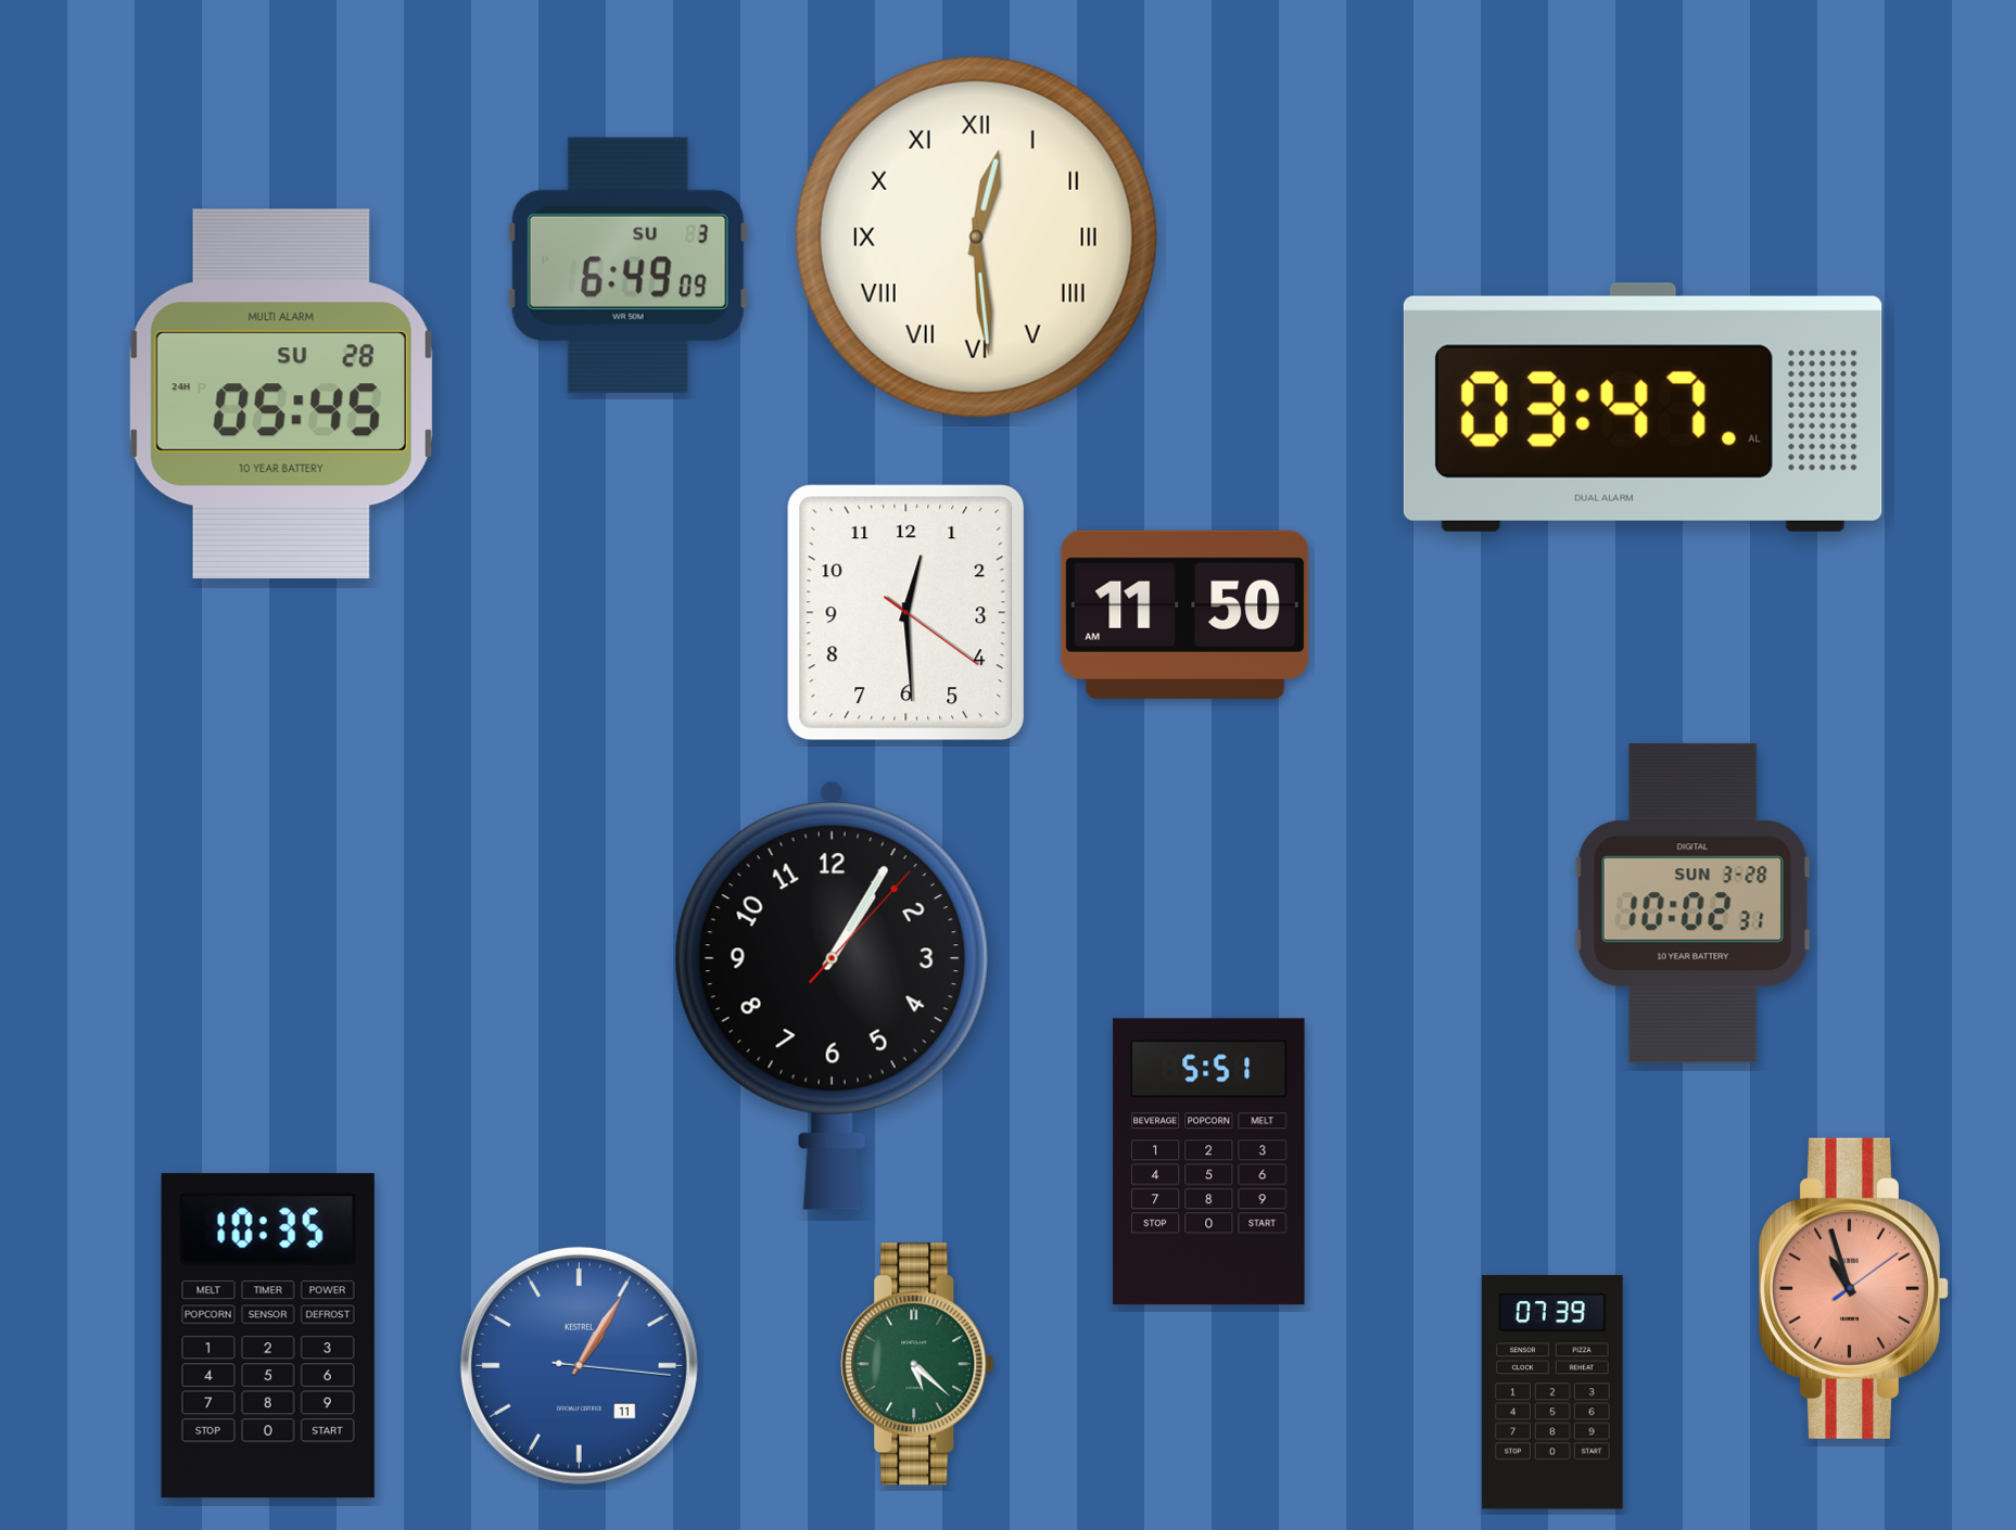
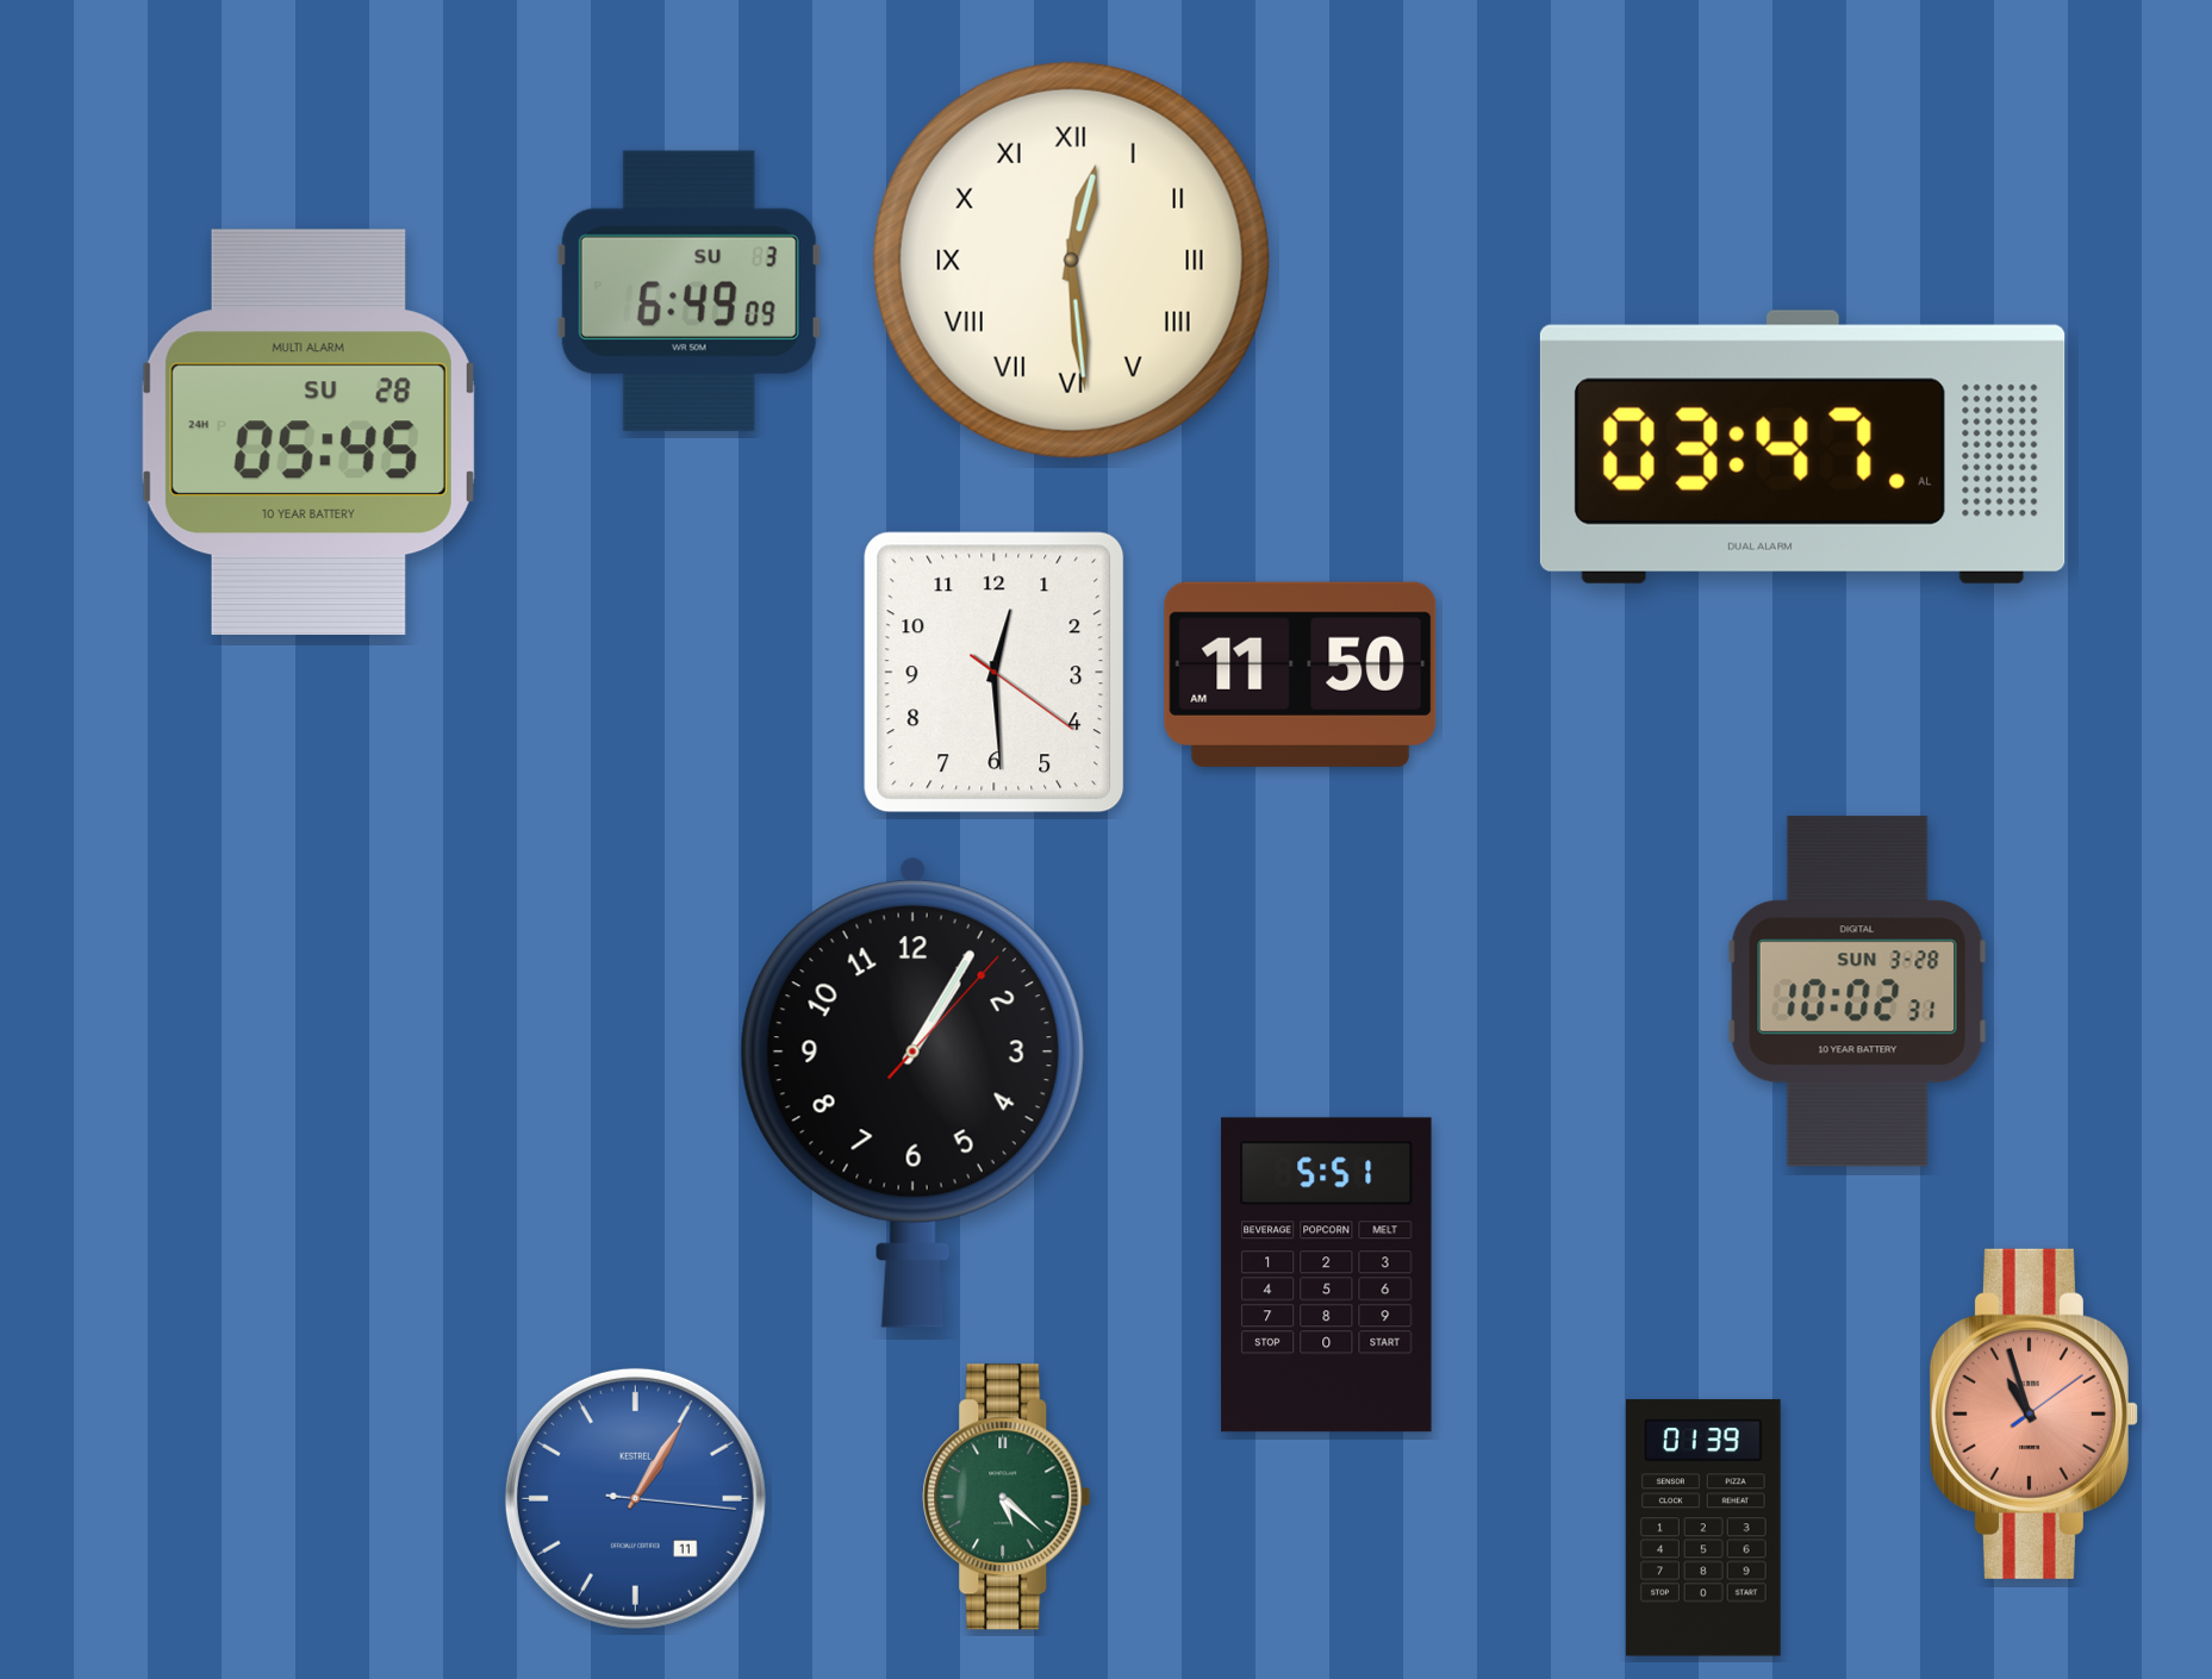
clock at (268, 1336): 10:35 -> none
clock at (1552, 1392): 07:39 -> 01:39
